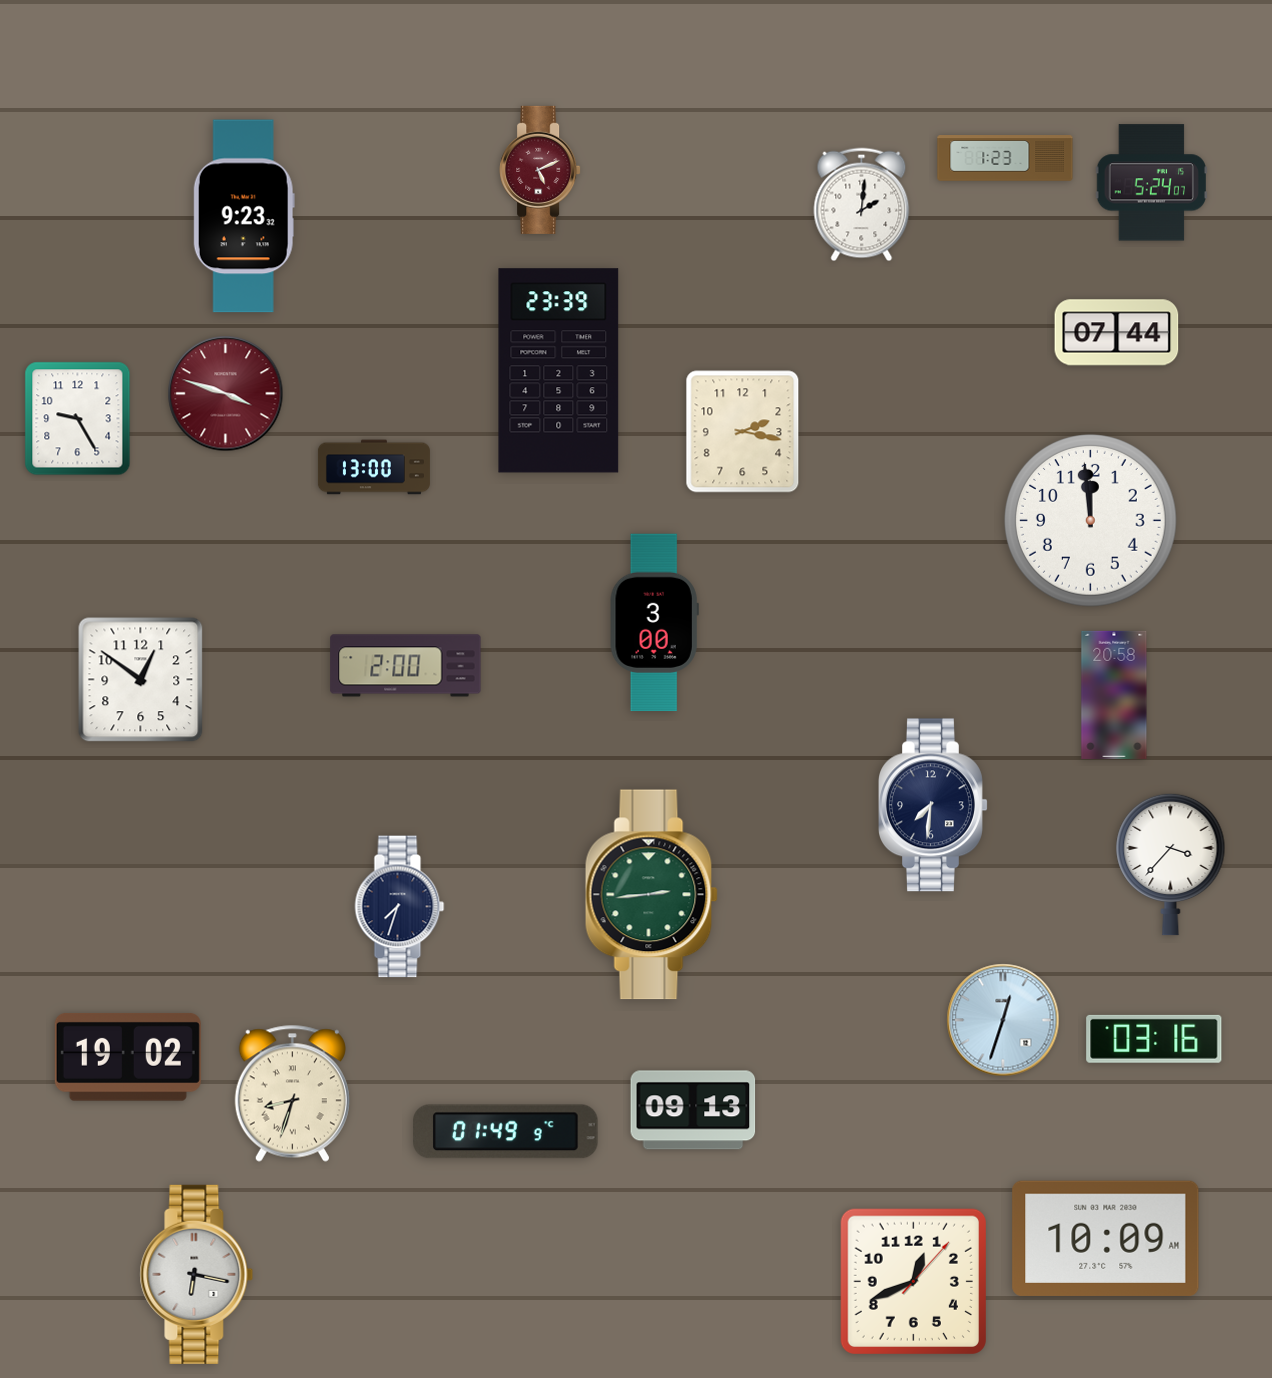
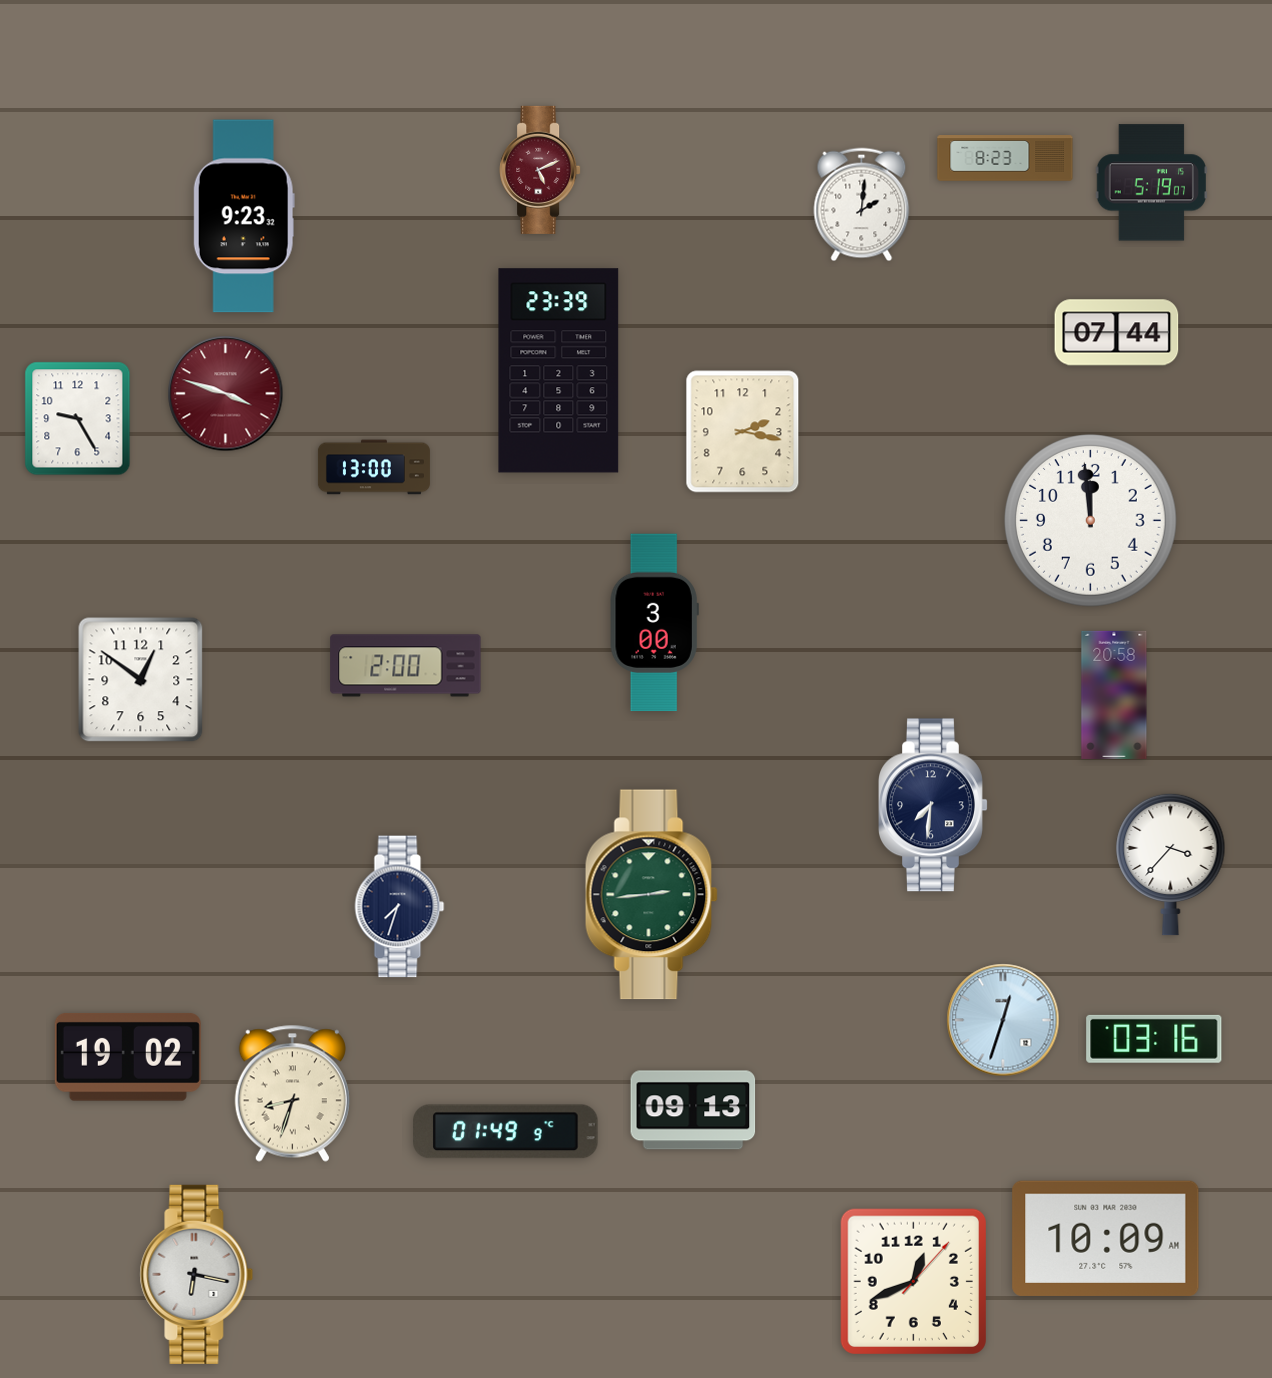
clock at (1005, 158): 1:23 -> 8:23
clock at (1151, 183): 5:24 -> 5:19
